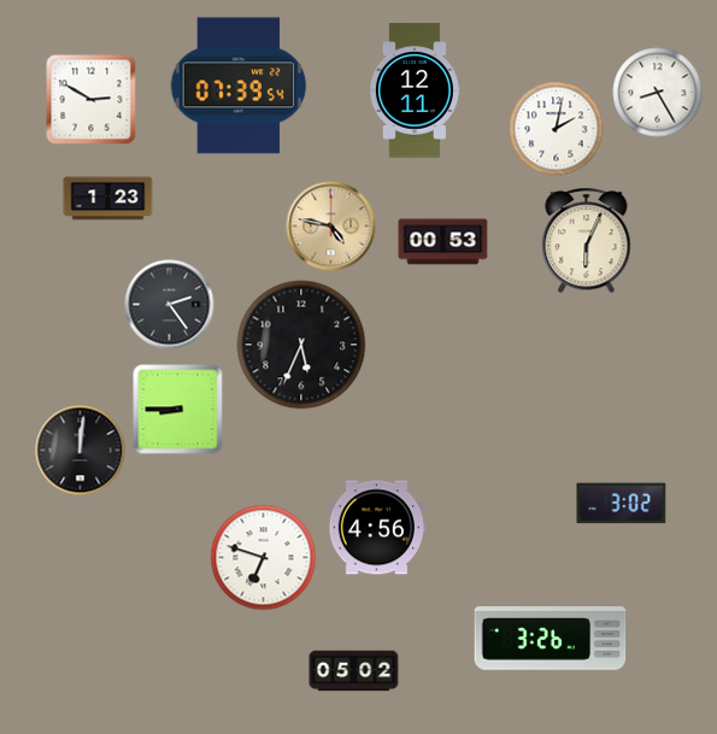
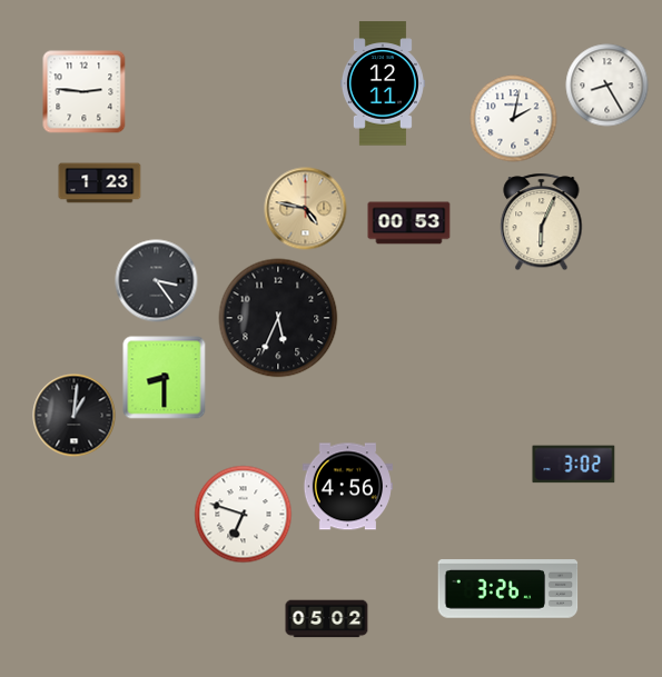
clock at (239, 86): 07:39 -> none
clock at (92, 100): 2:50 -> 2:46
clock at (170, 305): 2:24 -> 3:24
clock at (178, 410): 8:45 -> 8:30
clock at (81, 451): 12:01 -> 1:01
